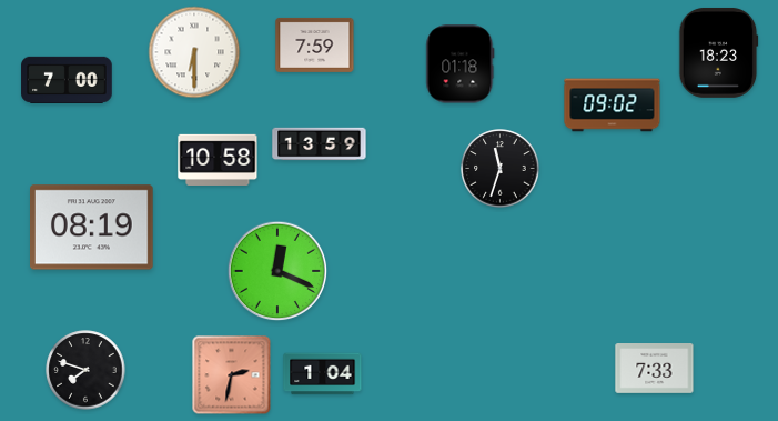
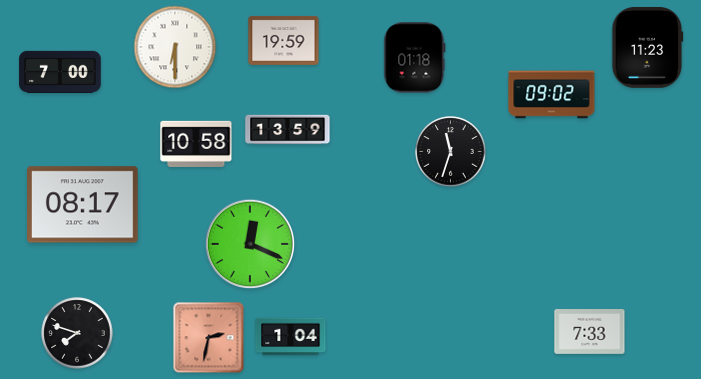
clock at (315, 44): 7:59 -> 19:59
clock at (718, 52): 18:23 -> 11:23
clock at (92, 228): 08:19 -> 08:17
